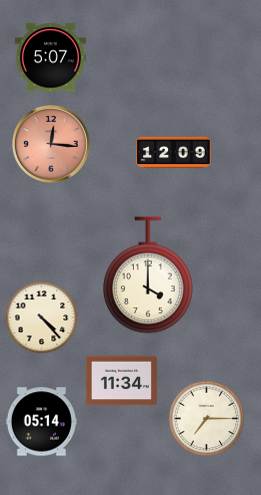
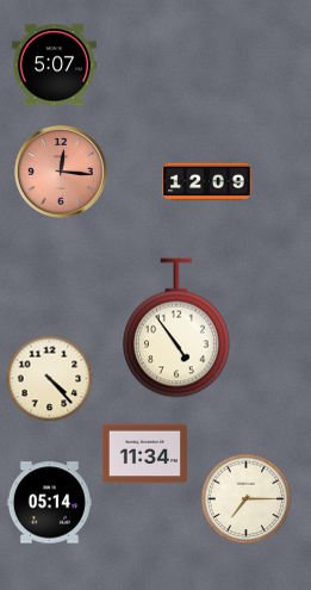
clock at (50, 58) position: (50, 58) -> (54, 66)
clock at (149, 275): 4:00 -> 4:54
